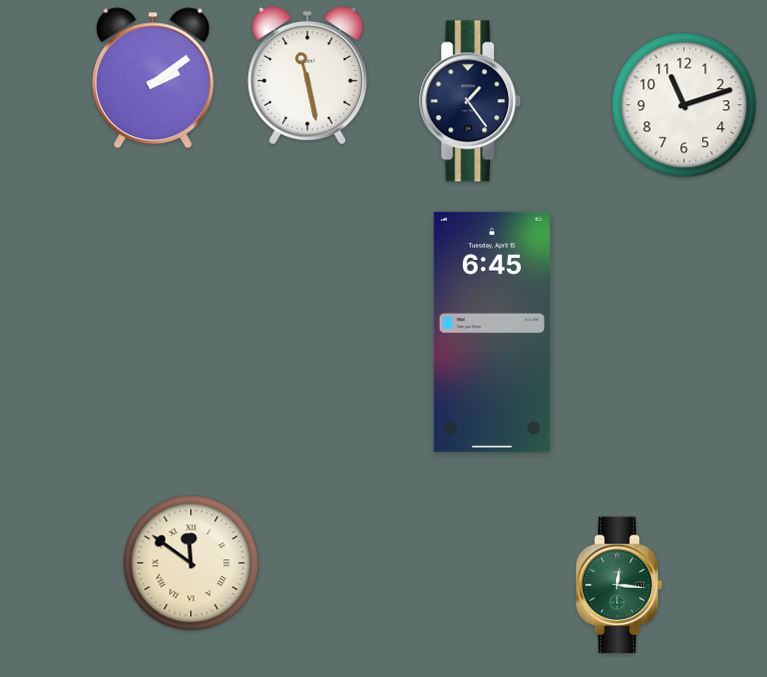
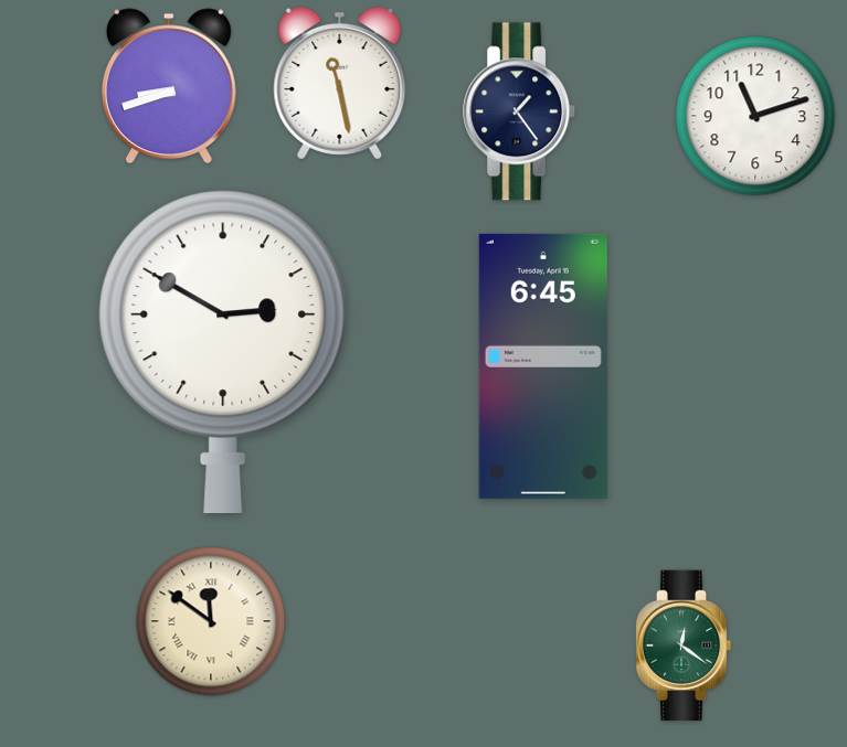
clock at (153, 78): 2:09 -> 8:42
clock at (223, 351): none -> 2:50
clock at (619, 585): 12:16 -> 12:21
